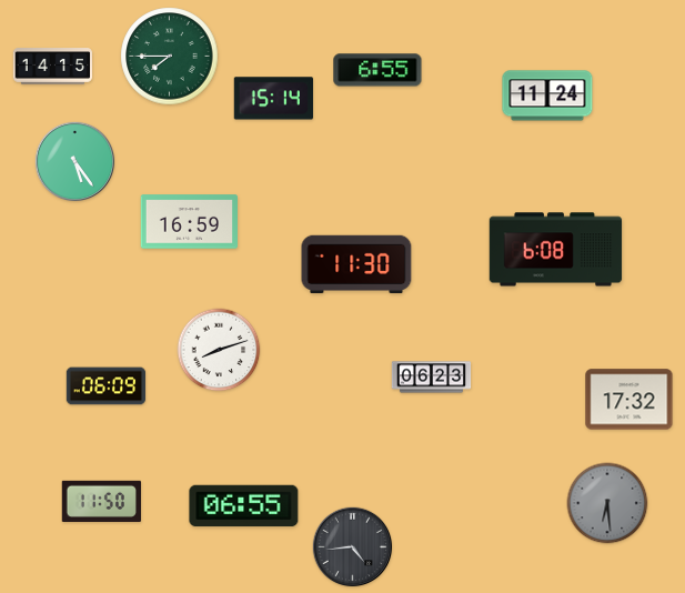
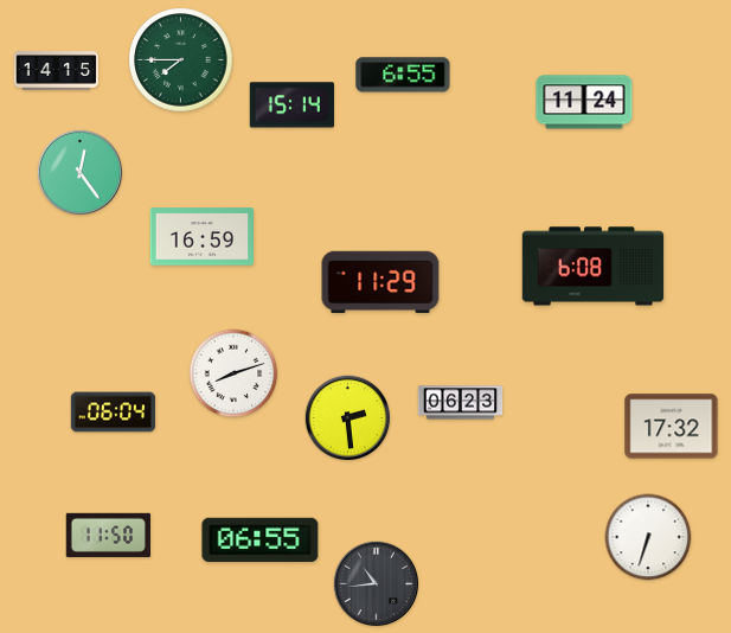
clock at (75, 162): 5:24 -> 12:24
clock at (356, 264): 11:30 -> 11:29
clock at (107, 386): 06:09 -> 06:04
clock at (348, 418): none -> 2:29
clock at (607, 503): 6:29 -> 6:33
clock at (607, 503) dial: grey -> white
clock at (353, 547): 4:44 -> 10:44
